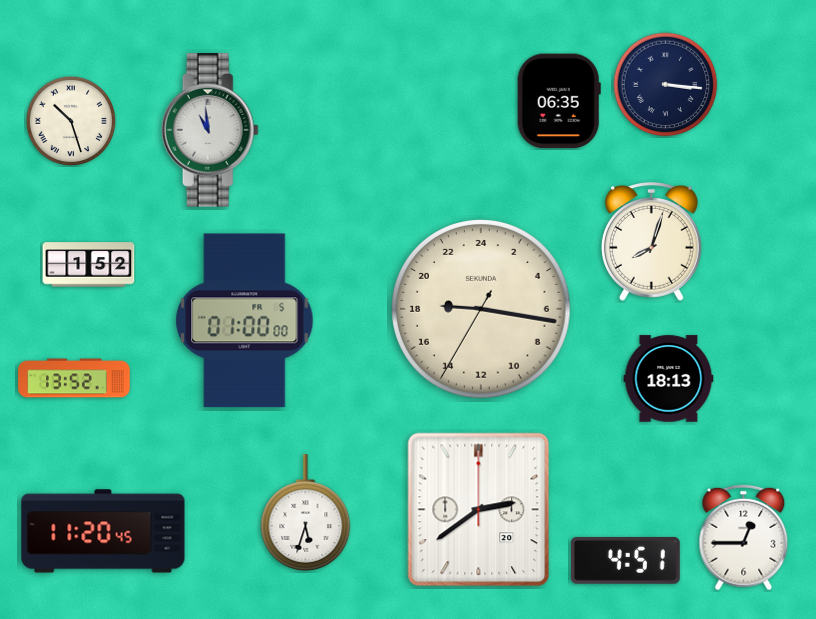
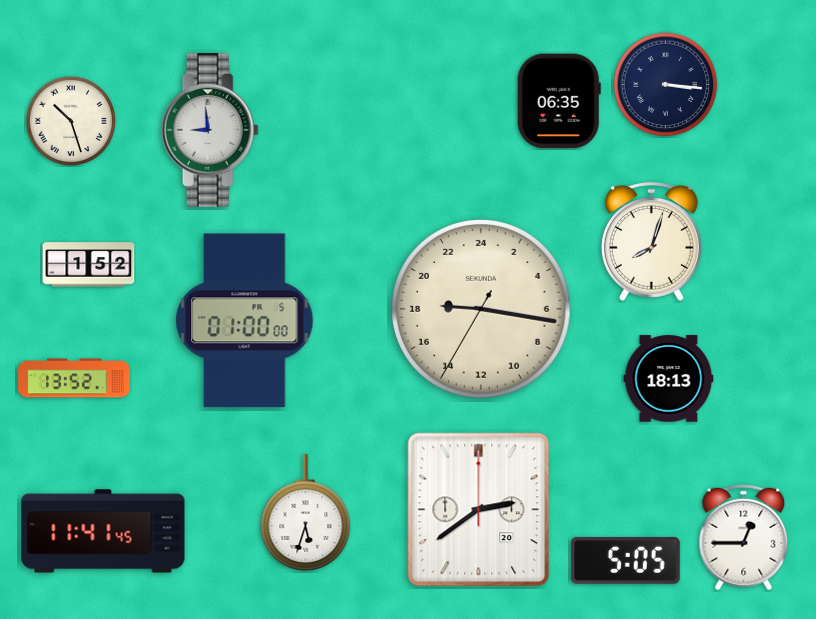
clock at (210, 130): 10:59 -> 8:59
clock at (103, 531): 11:20 -> 11:41
clock at (625, 561): 4:51 -> 5:05
